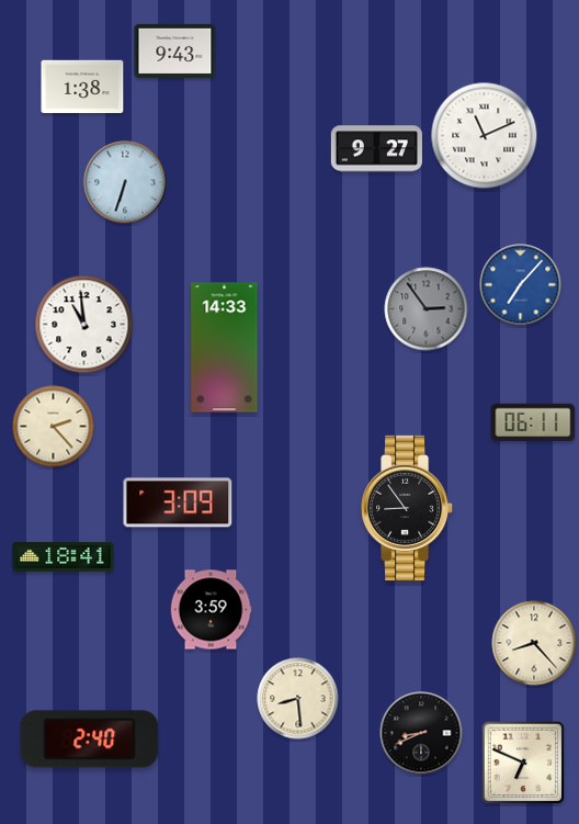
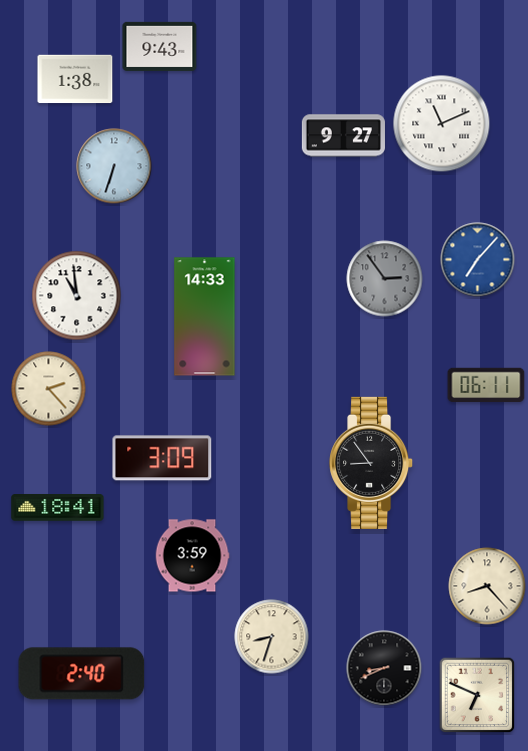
clock at (521, 285) position: (521, 285) -> (478, 260)
clock at (427, 309) position: (427, 309) -> (385, 279)
clock at (298, 699): 8:29 -> 8:33
